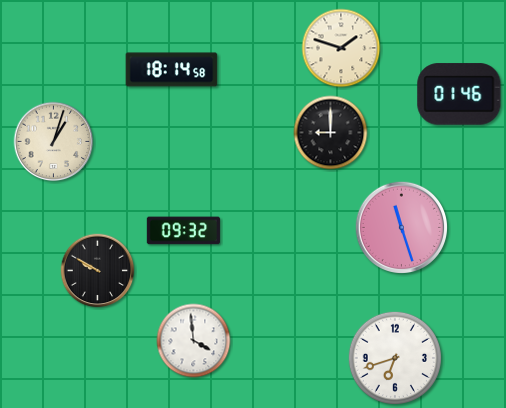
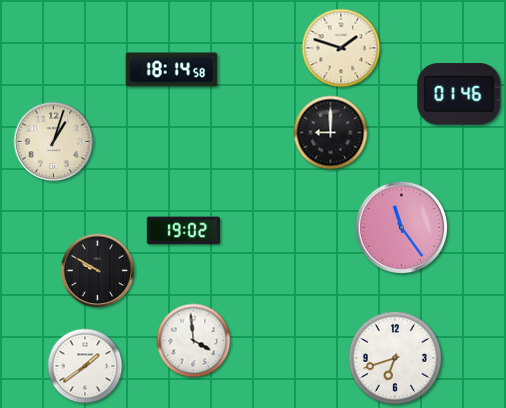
clock at (401, 227): 11:27 -> 11:24
clock at (183, 231): 09:32 -> 19:02
clock at (85, 366): none -> 1:39
